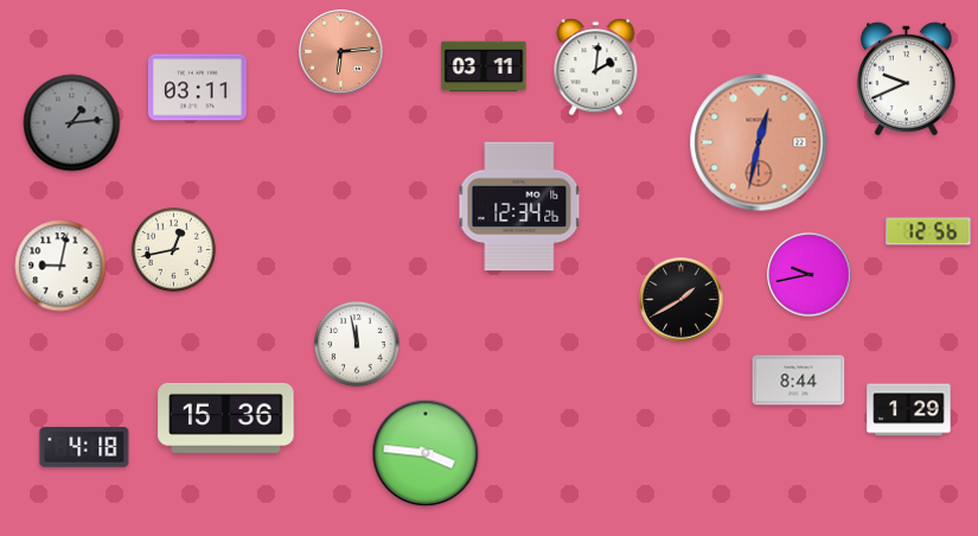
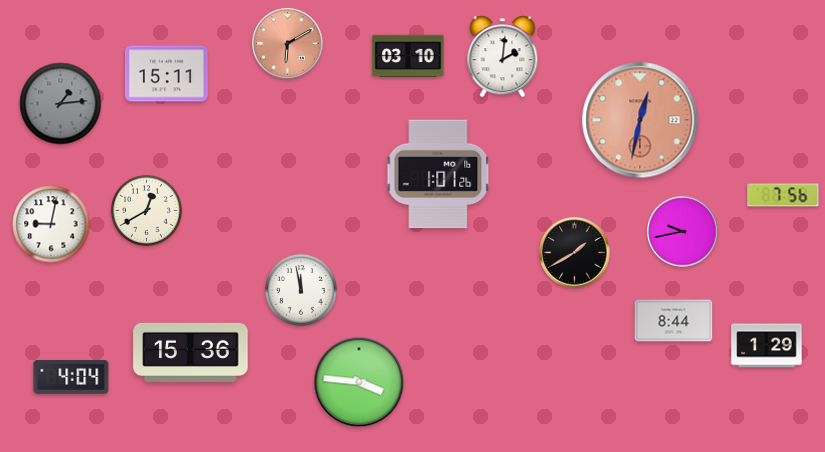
clock at (341, 52): 6:14 -> 6:10
clock at (484, 66): 03:11 -> 03:10
clock at (907, 79): 9:41 -> none
clock at (197, 88): 03:11 -> 15:11
clock at (519, 206): 12:34 -> 1:01
clock at (928, 231): 12:56 -> 7:56
clock at (173, 249): 12:43 -> 12:40
clock at (84, 447): 4:18 -> 4:04
